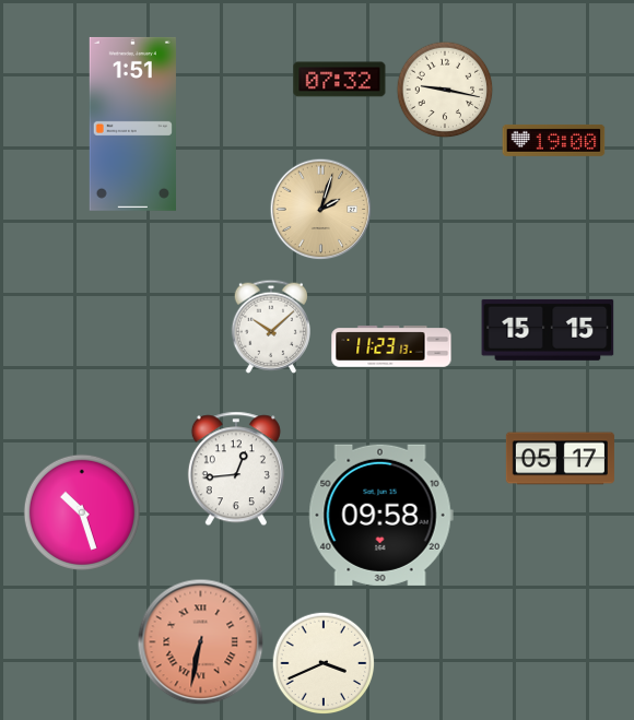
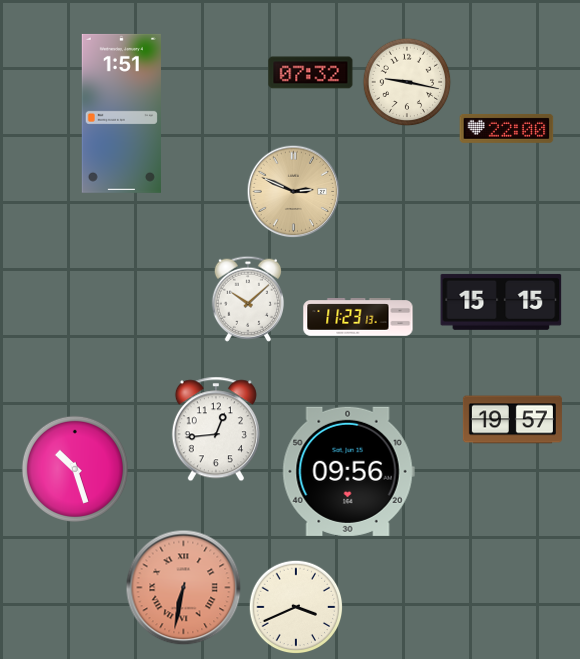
clock at (554, 140): 19:00 -> 22:00
clock at (321, 210): 2:03 -> 2:49
clock at (560, 459): 05:17 -> 19:57
clock at (380, 515): 09:58 -> 09:56
